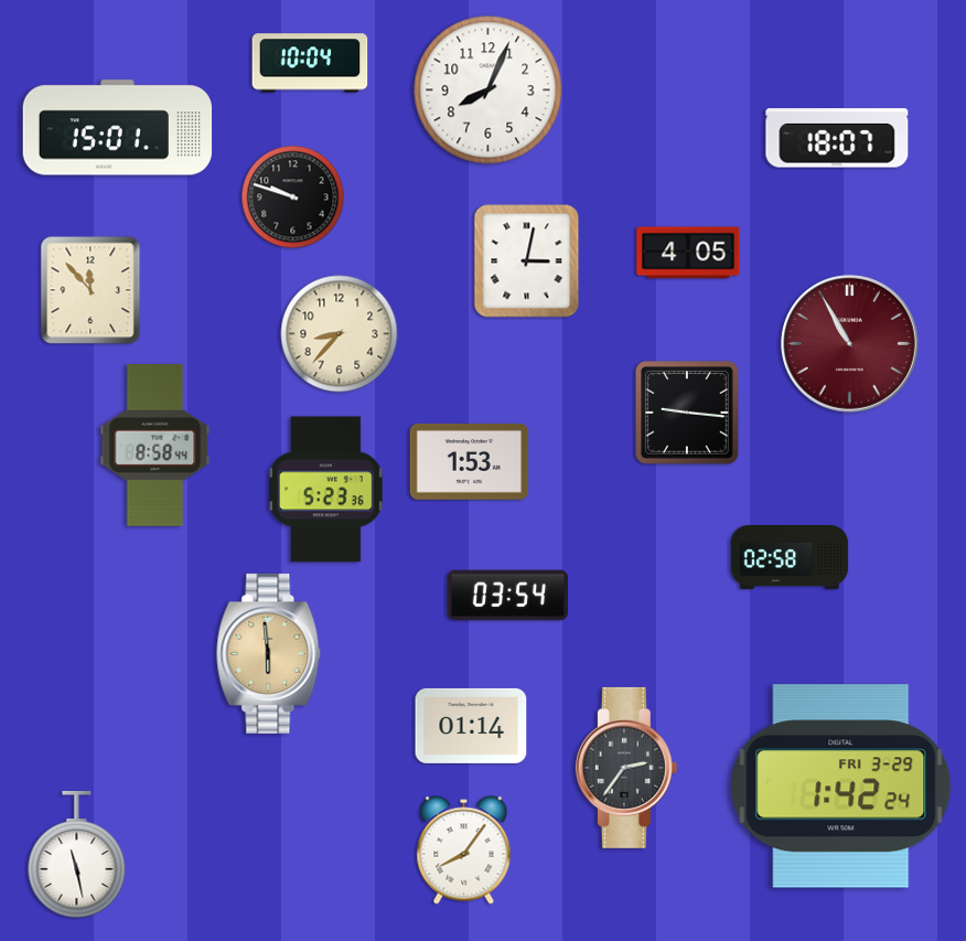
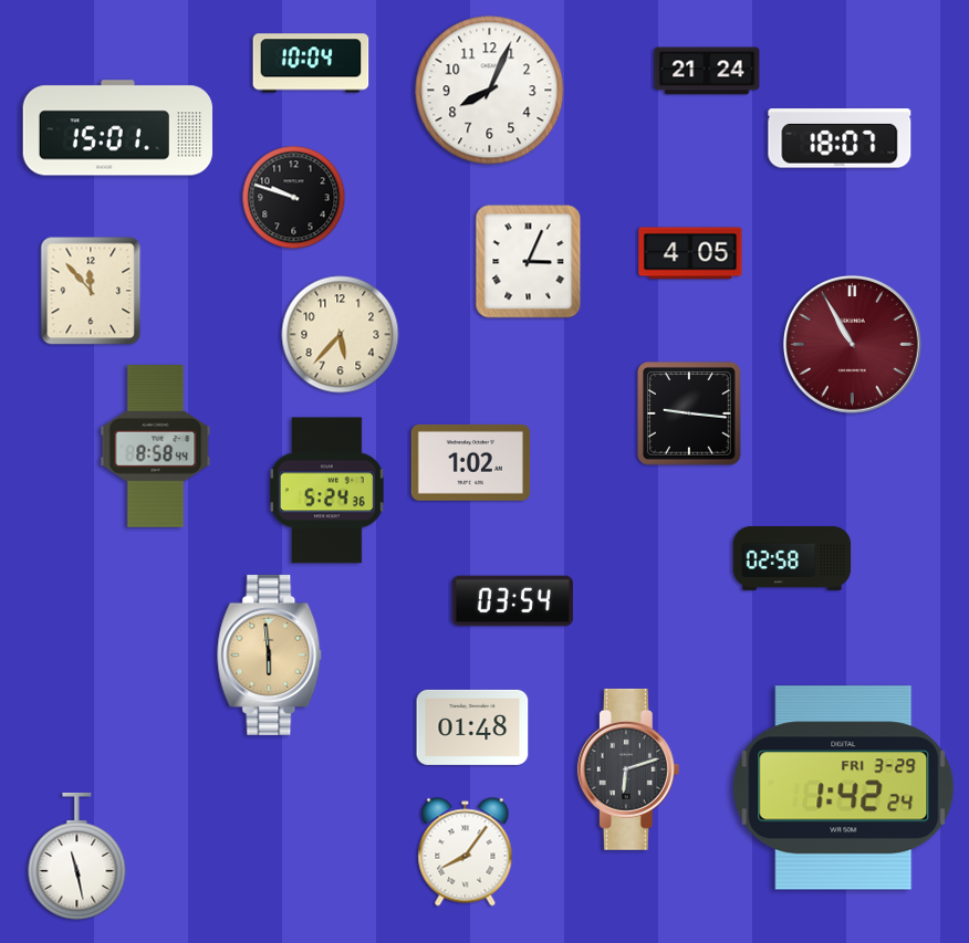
clock at (707, 71): none -> 21:24
clock at (527, 261): 3:02 -> 3:04
clock at (340, 334): 8:37 -> 5:37
clock at (470, 461): 1:53 -> 1:02
clock at (326, 490): 5:23 -> 5:24
clock at (507, 596) position: (507, 596) -> (512, 601)
clock at (471, 726): 01:14 -> 01:48
clock at (626, 768): 2:36 -> 6:12
